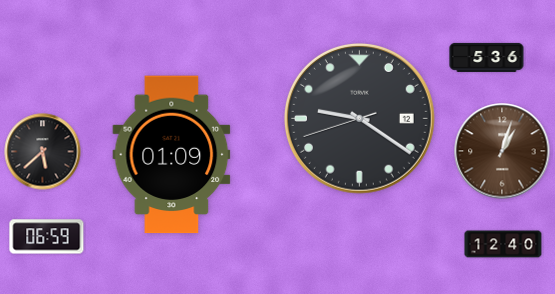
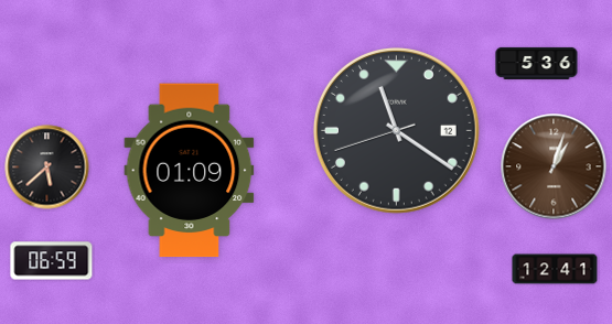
clock at (359, 118): 9:20 -> 11:20
clock at (503, 244): 12:40 -> 12:41
